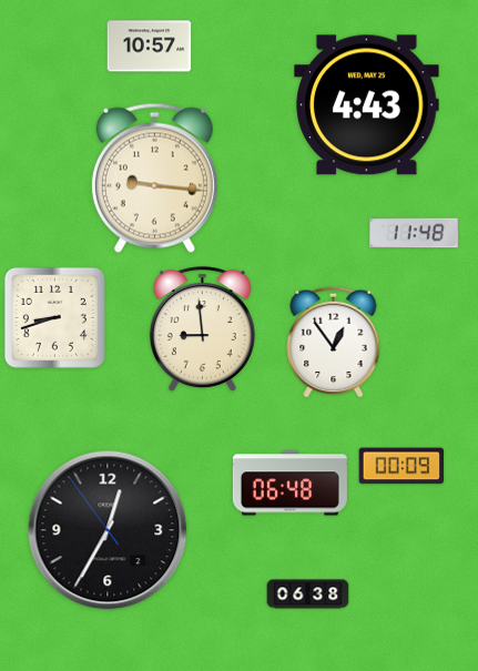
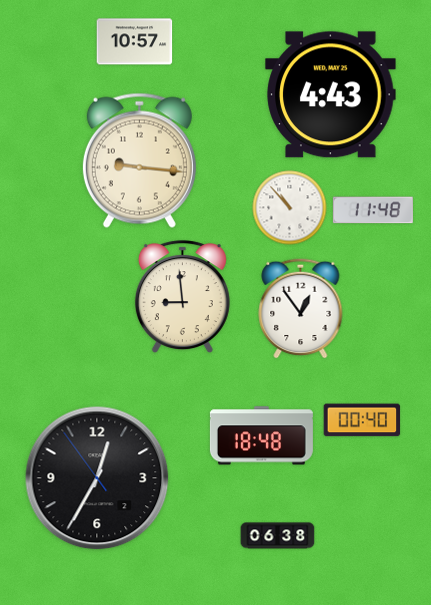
clock at (290, 208): none -> 10:53
clock at (54, 317): 8:42 -> none
clock at (401, 466): 00:09 -> 00:40
clock at (289, 484): 06:48 -> 18:48
